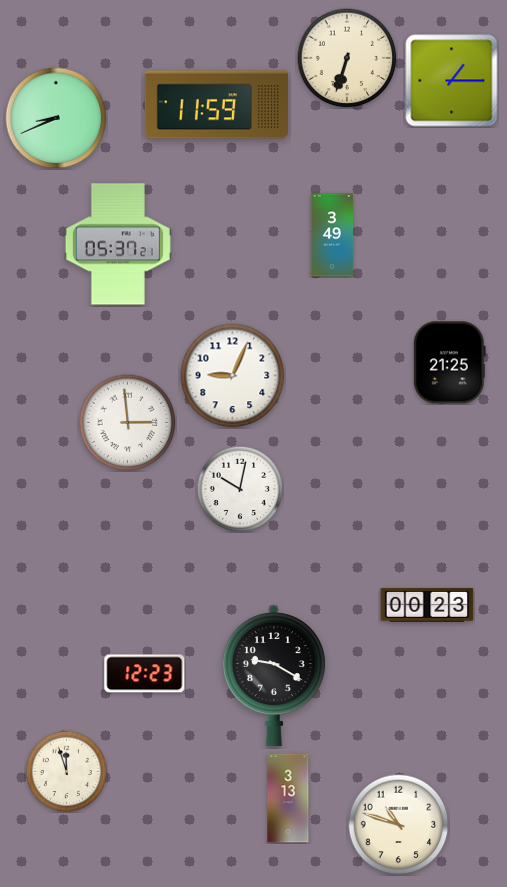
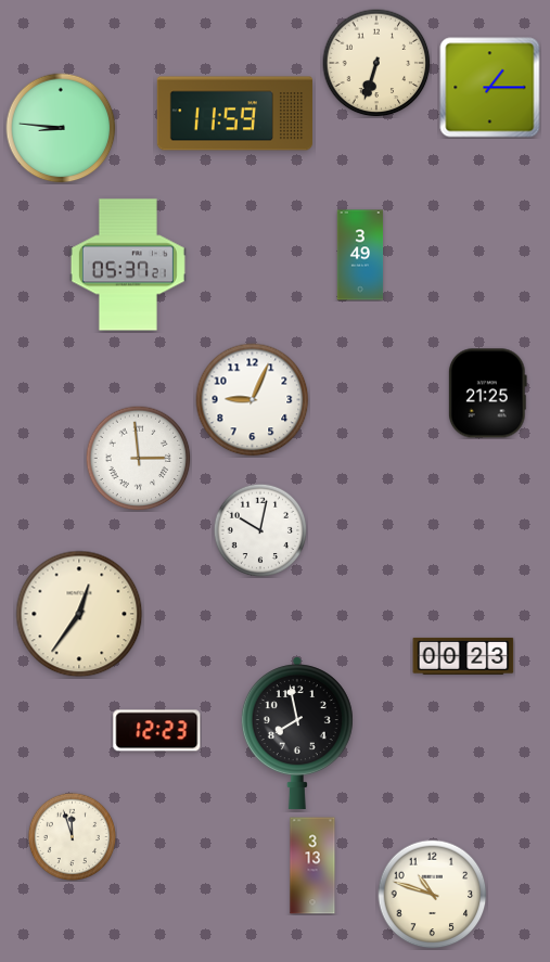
clock at (56, 118): 8:41 -> 8:46
clock at (233, 376) position: (233, 376) -> (253, 400)
clock at (79, 614): none -> 12:36
clock at (274, 676): 9:20 -> 7:58
